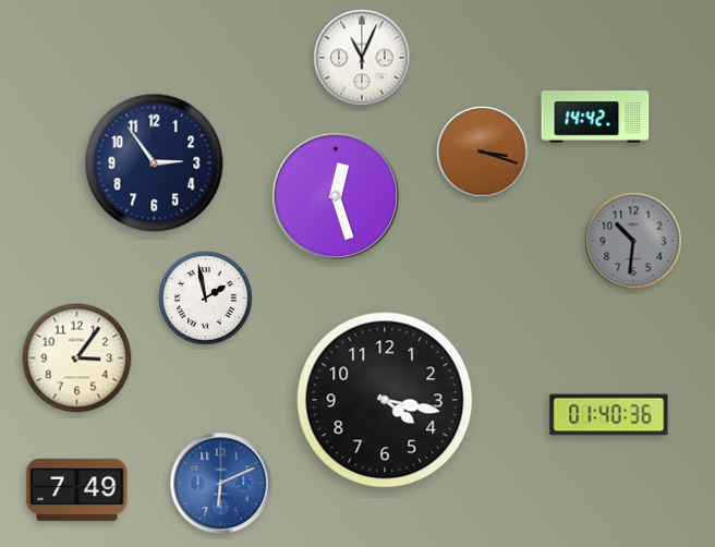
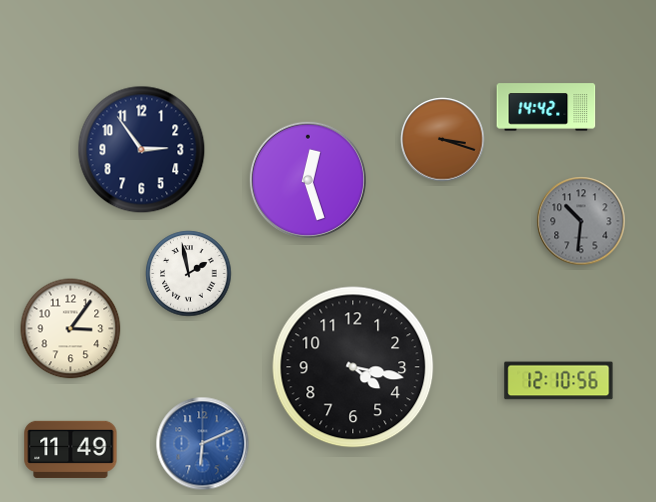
clock at (362, 58): 11:04 -> none
clock at (609, 415): 01:40 -> 12:10
clock at (77, 489): 7:49 -> 11:49
